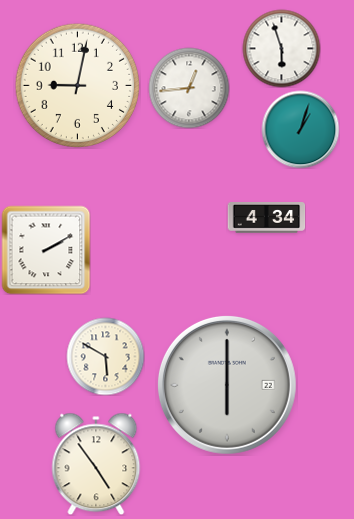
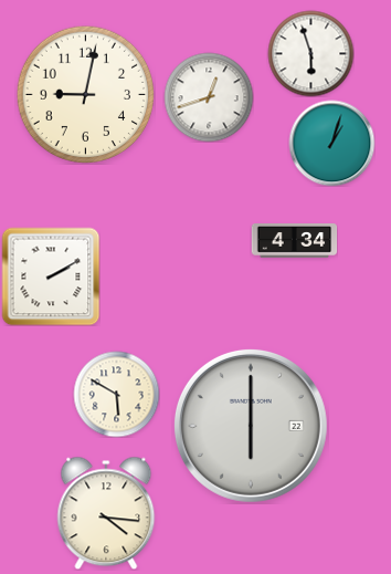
clock at (189, 88): 12:44 -> 12:42
clock at (96, 464): 4:54 -> 4:16
